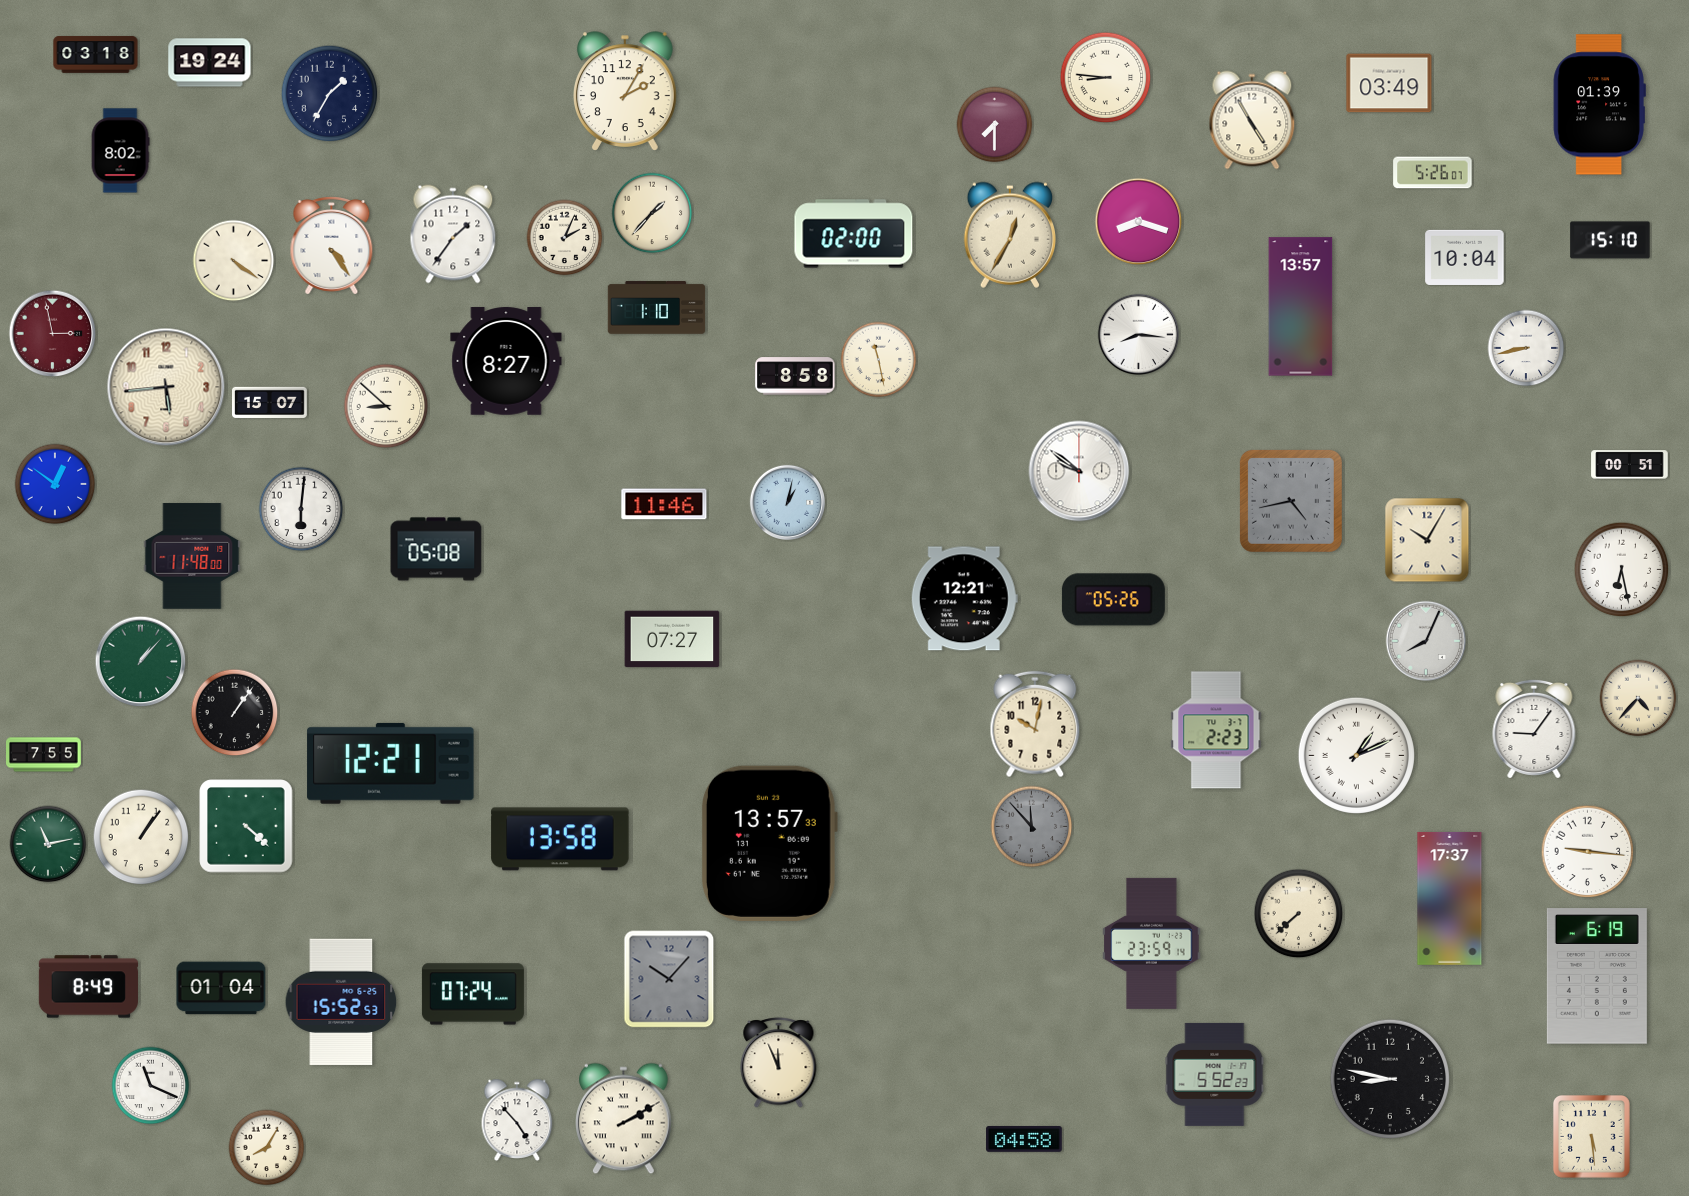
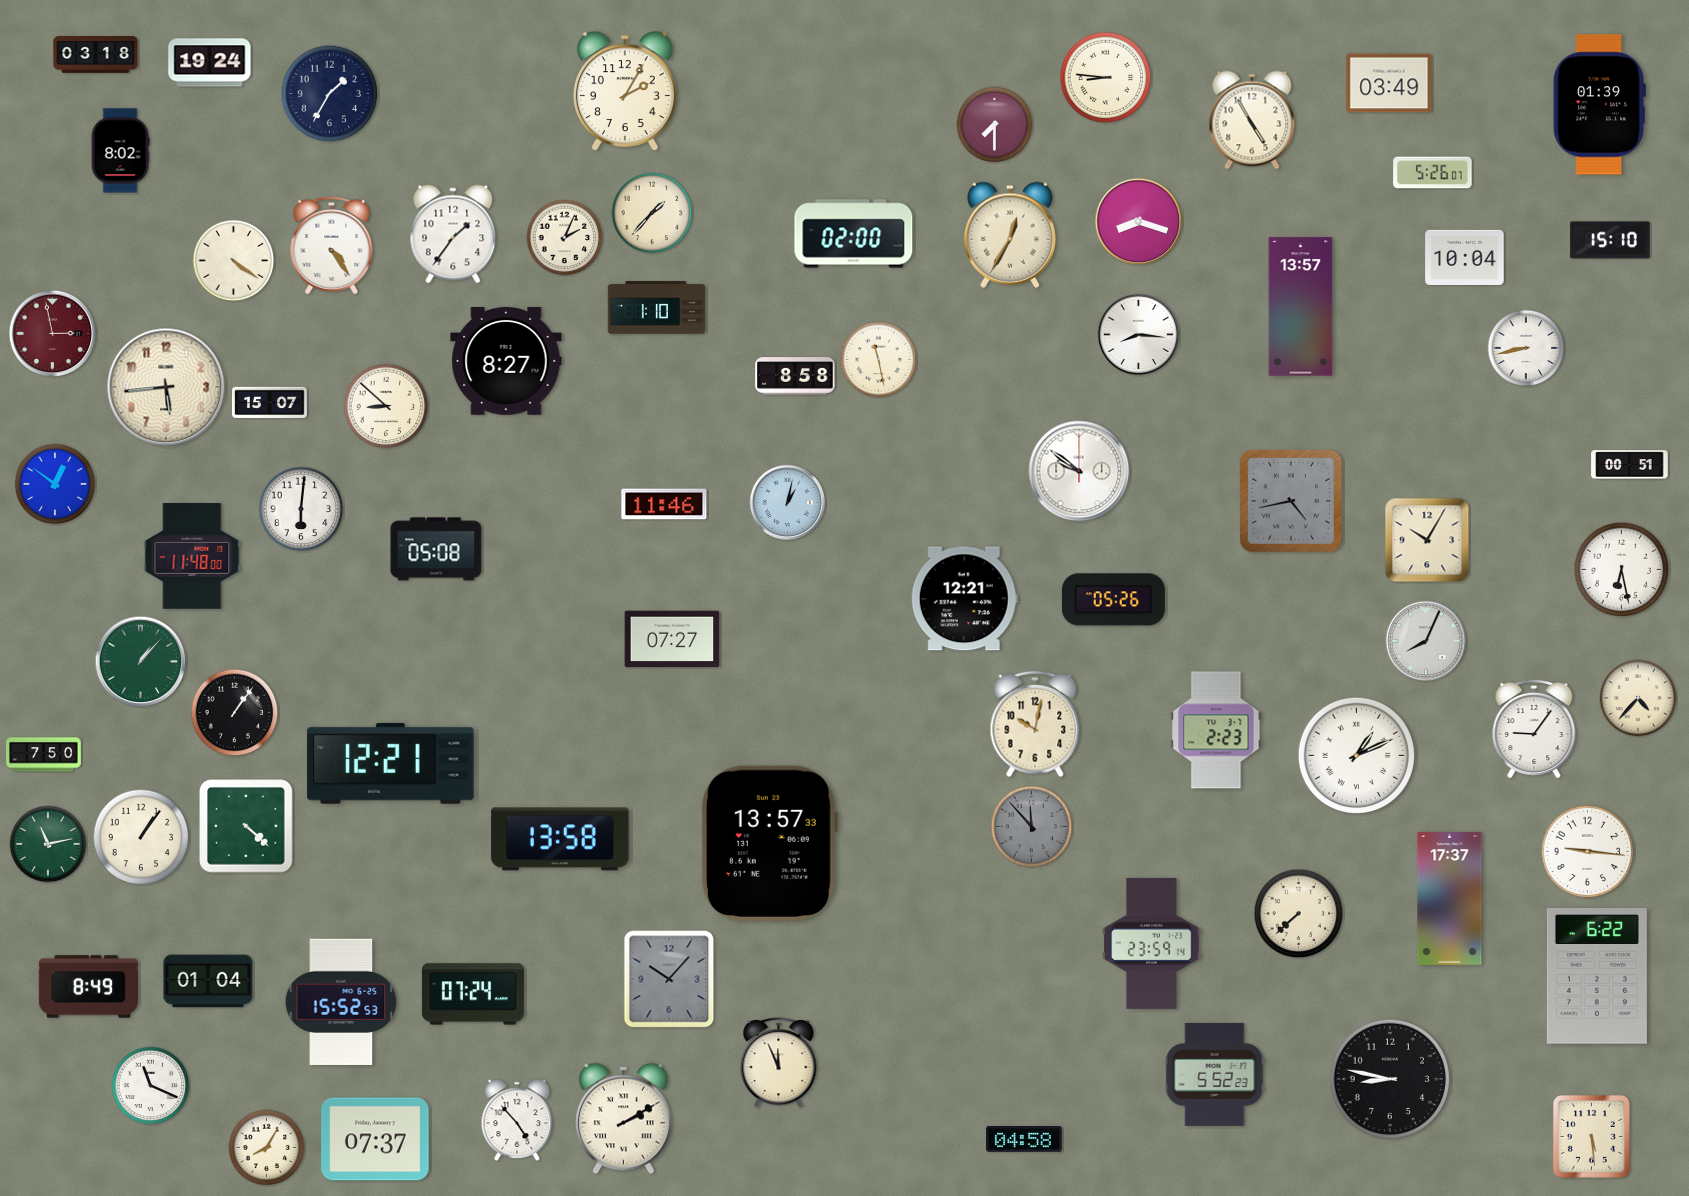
clock at (44, 755): 7:55 -> 7:50
clock at (1597, 976): 6:19 -> 6:22
clock at (221, 988) position: (221, 988) -> (208, 981)
clock at (375, 1139): none -> 07:37
